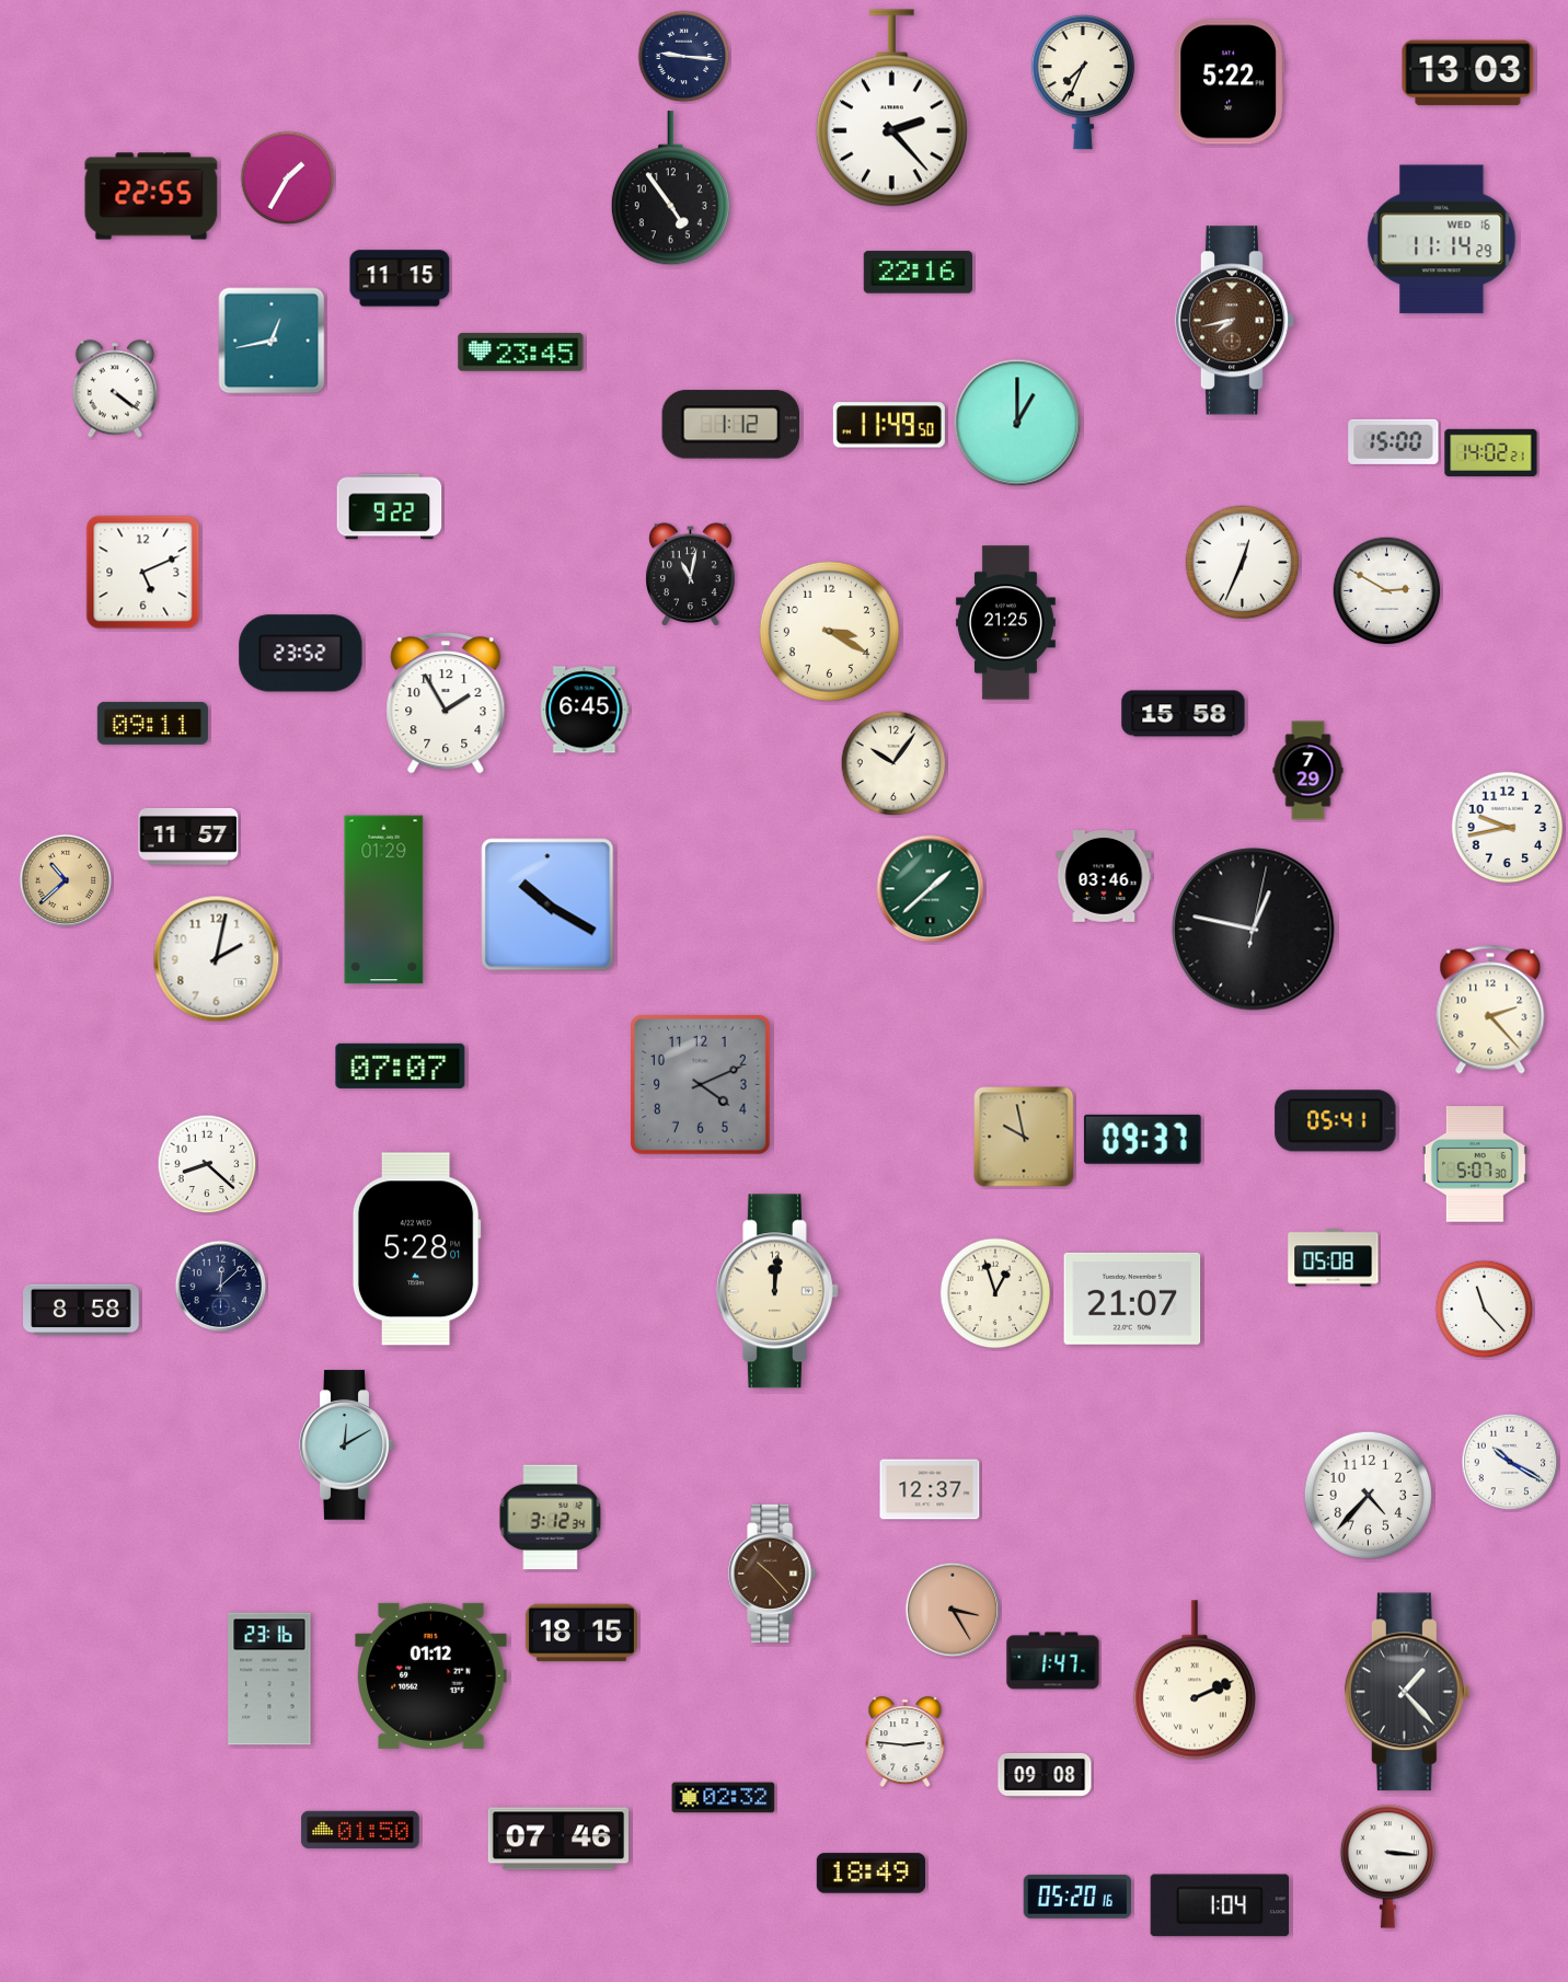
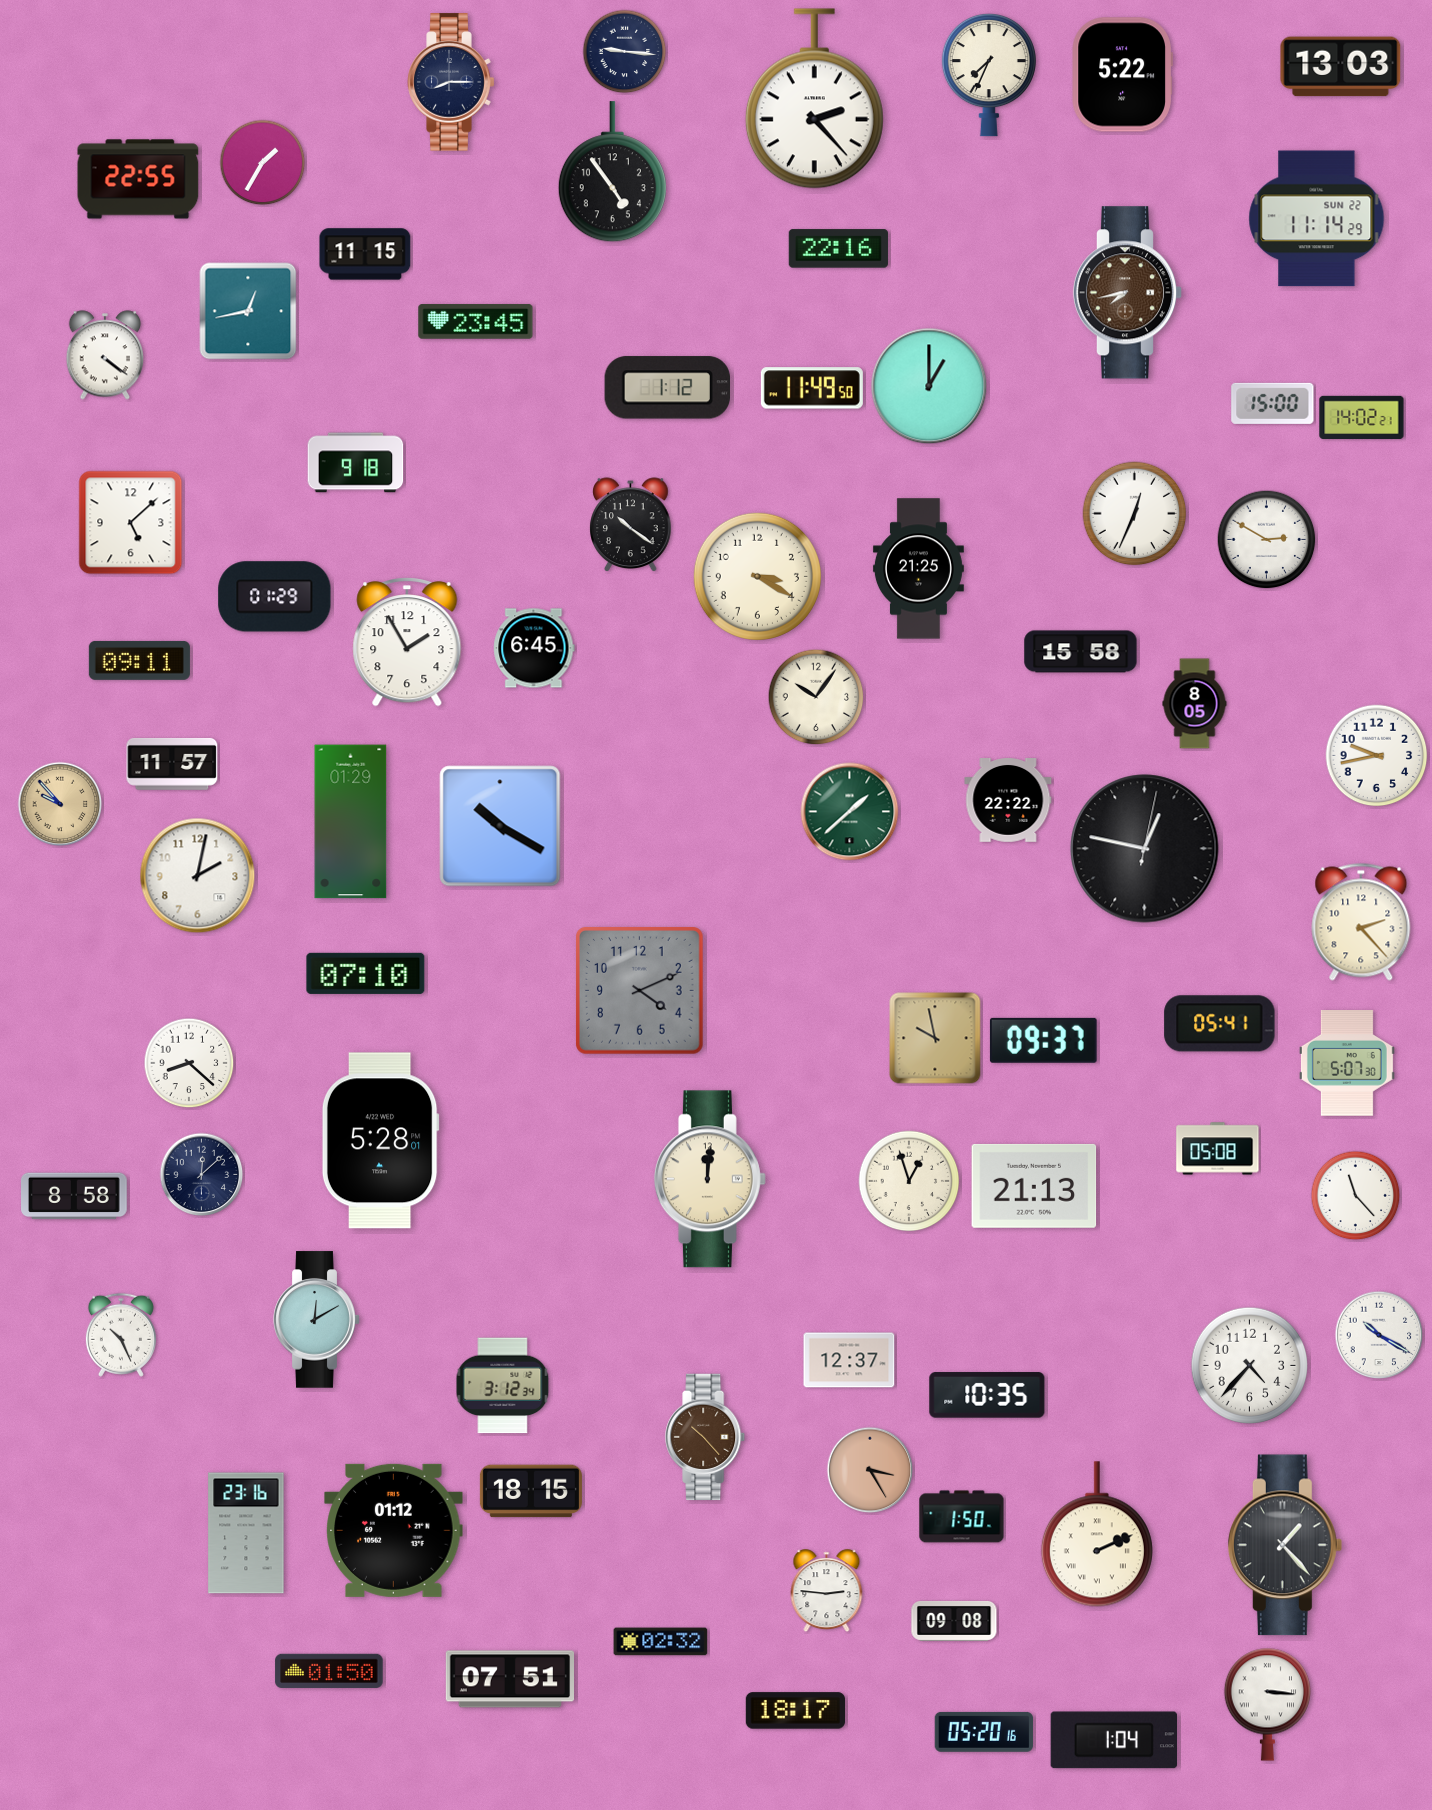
clock at (451, 82): none -> 8:15
clock at (1442, 240) date: WED 16 -> SUN 22
clock at (1491, 452) position: (1491, 452) -> (1362, 417)
clock at (390, 507): 9:22 -> 9:18
clock at (143, 573): 5:11 -> 5:08
clock at (691, 575): 11:02 -> 10:21
clock at (301, 654): 23:52 -> 01:29
clock at (1308, 771): 7:29 -> 8:05
clock at (1104, 877): 03:46 -> 22:22
clock at (66, 880): 10:38 -> 9:53
clock at (401, 1065): 07:07 -> 07:10
clock at (1132, 1299): 21:07 -> 21:13
clock at (121, 1335): none -> 10:26
clock at (987, 1395): none -> 10:35
clock at (1053, 1661): 1:47 -> 1:50
clock at (1195, 1680) position: (1195, 1680) -> (1097, 1534)
clock at (557, 1839): 07:46 -> 07:51
clock at (871, 1874): 18:49 -> 18:17
